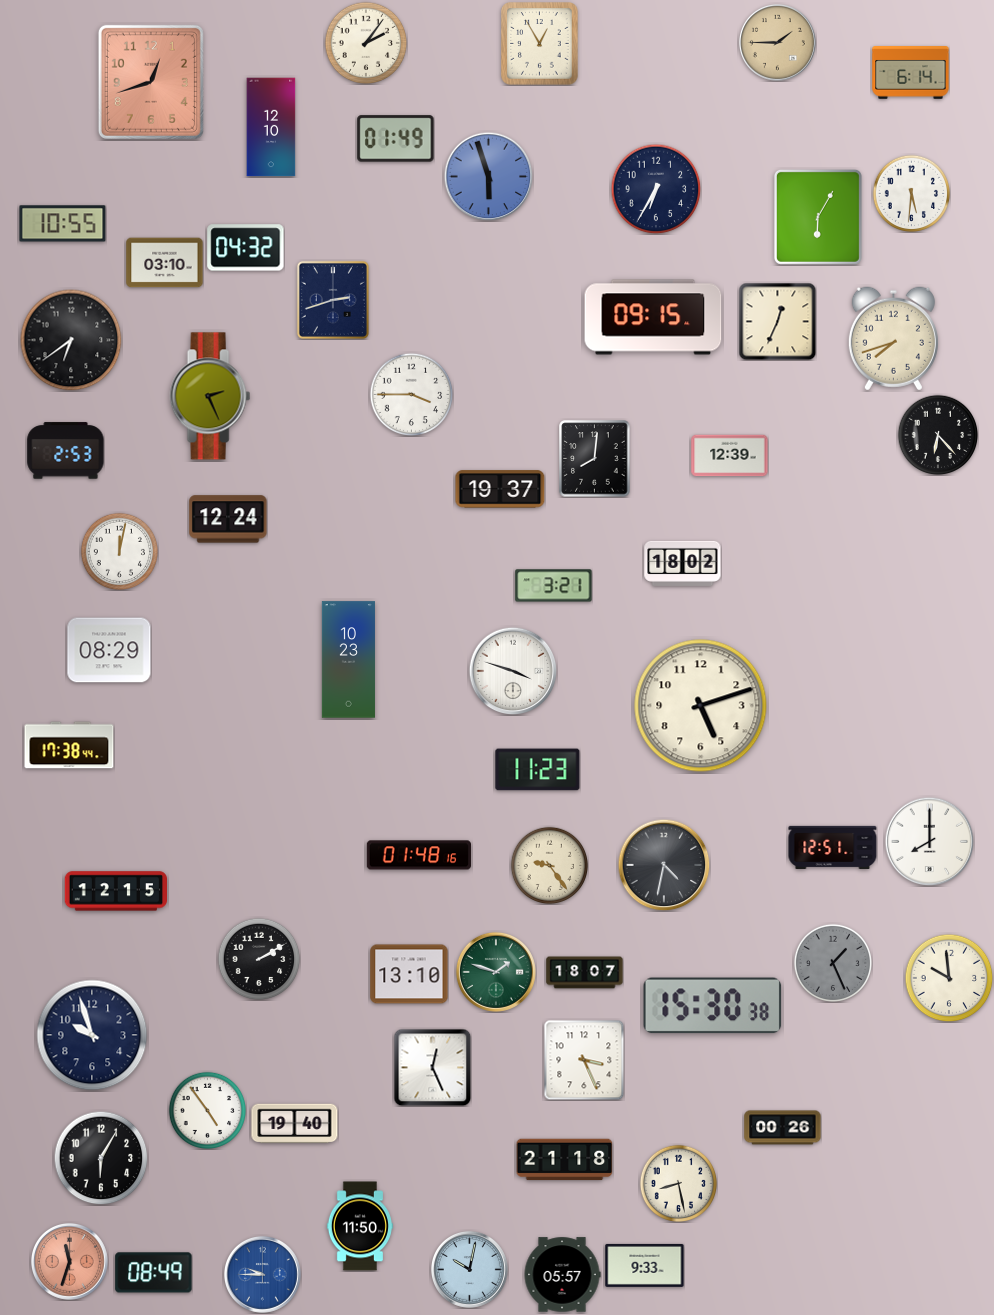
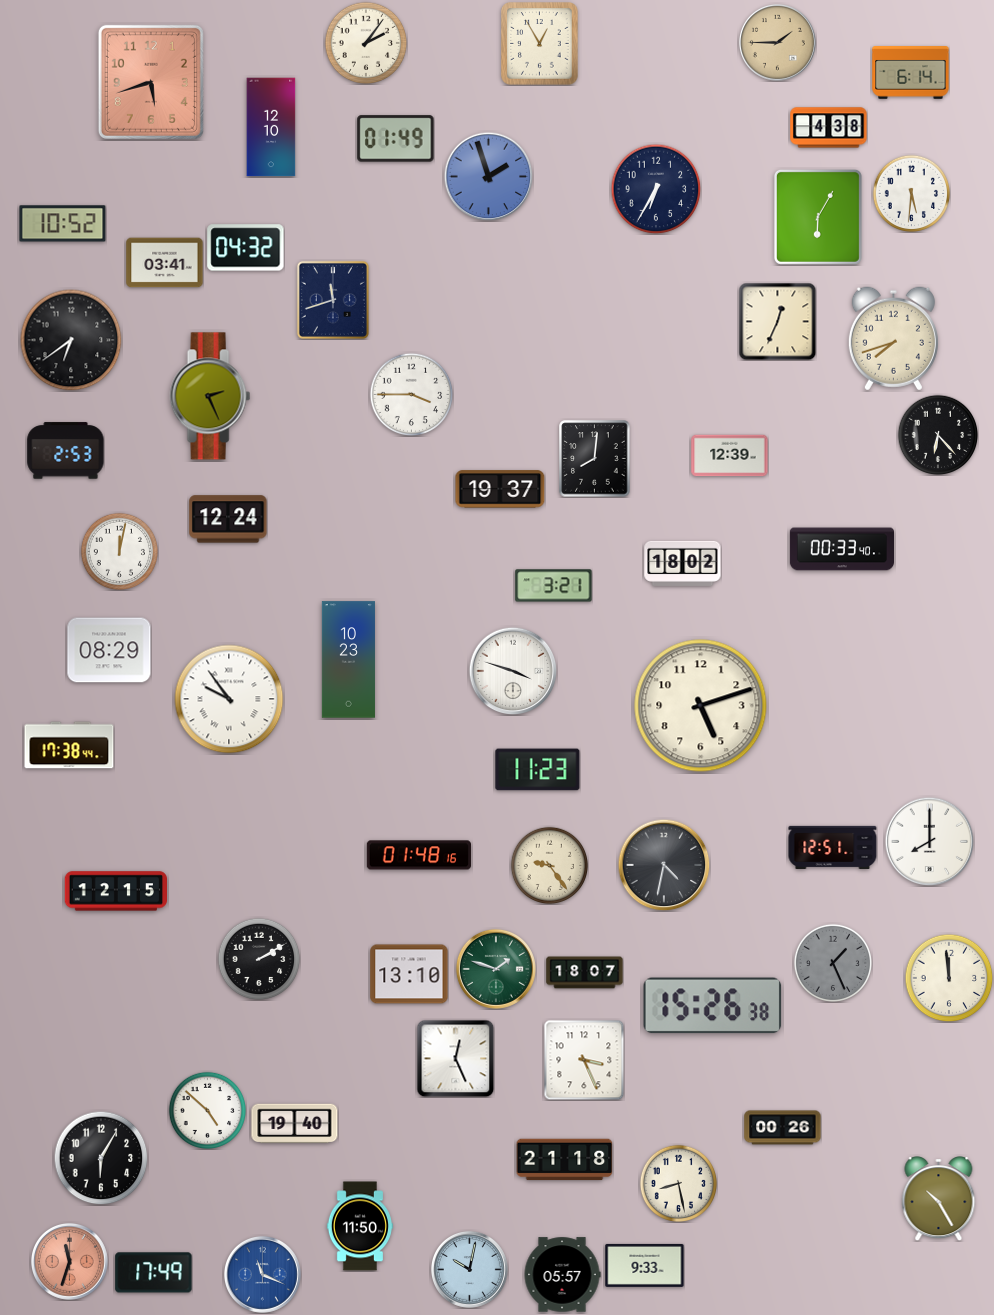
clock at (151, 82): 12:42 -> 5:42
clock at (829, 128): none -> 4:38
clock at (488, 176): 5:57 -> 1:57
clock at (63, 224): 10:55 -> 10:52
clock at (165, 263): 03:10 -> 03:41
clock at (333, 300): 2:42 -> 11:42
clock at (653, 317): 09:15 -> none
clock at (841, 549): none -> 00:33
clock at (229, 699): none -> 9:54
clock at (496, 972) position: (496, 972) -> (496, 969)
clock at (949, 978): 9:59 -> 11:59
clock at (713, 1006): 15:30 -> 15:26
clock at (92, 1035): 9:57 -> none
clock at (432, 1067) position: (432, 1067) -> (455, 1058)
clock at (207, 1110): 4:54 -> 4:52
clock at (939, 1199): none -> 10:25
clock at (154, 1273): 08:49 -> 17:49
clock at (262, 1274): 9:45 -> 11:19
